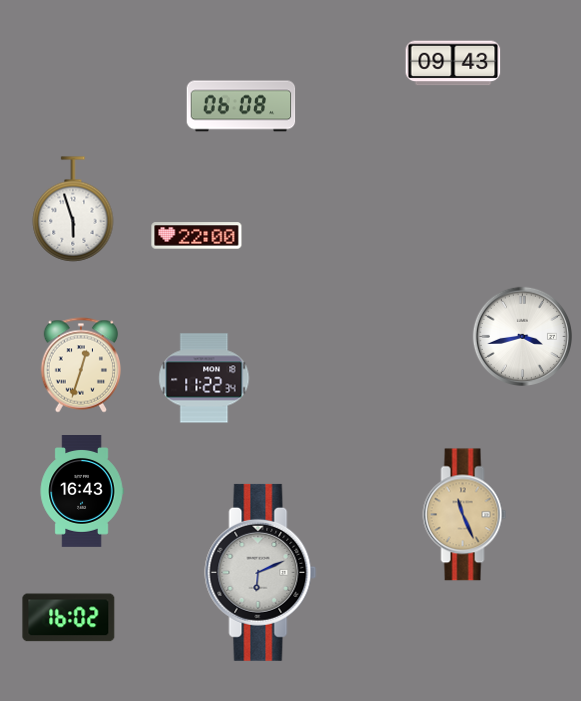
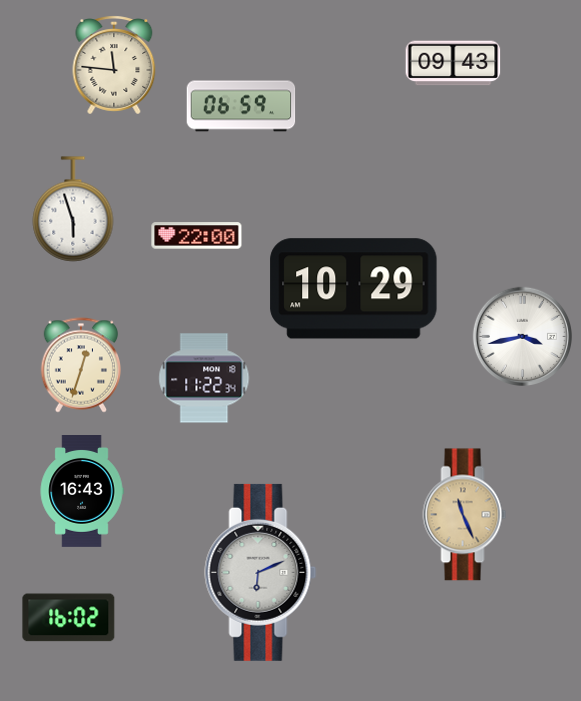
clock at (114, 65): none -> 11:46
clock at (241, 106): 06:08 -> 06:59
clock at (354, 289): none -> 10:29
